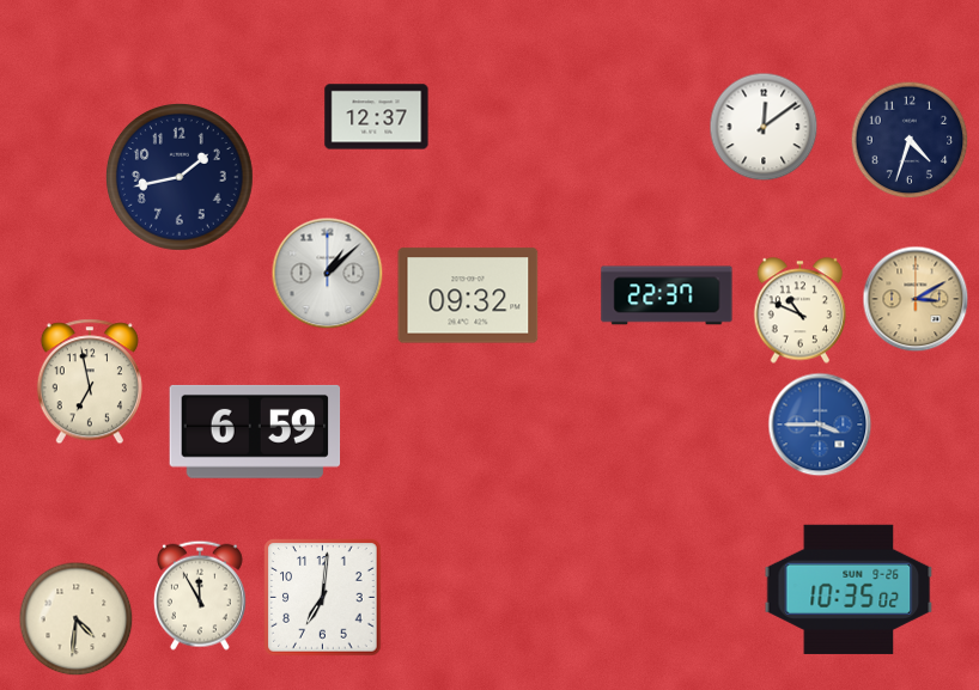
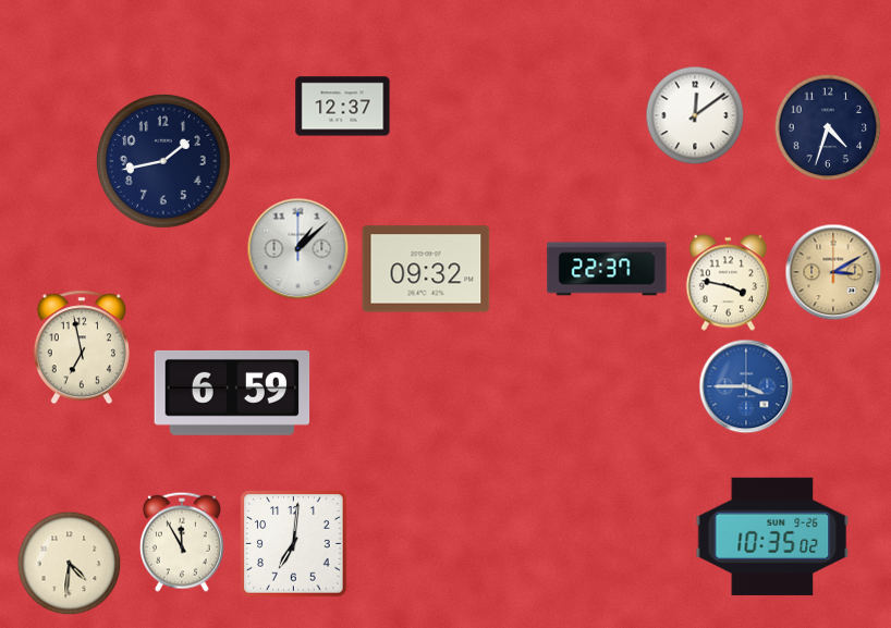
clock at (801, 311): 10:49 -> 3:47
